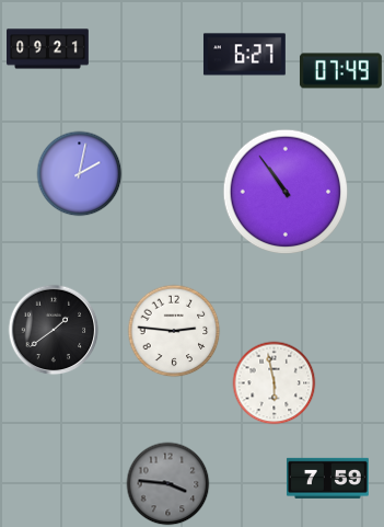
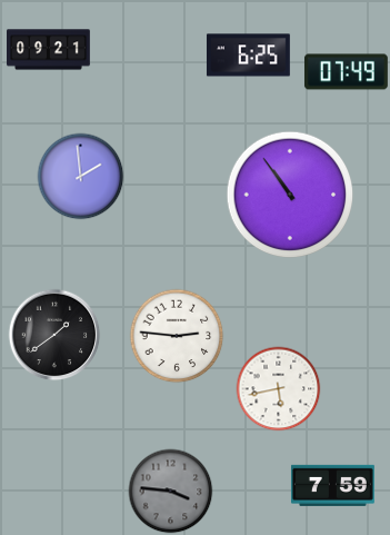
clock at (244, 55): 6:27 -> 6:25
clock at (80, 174): 2:02 -> 1:59
clock at (275, 383): 5:58 -> 5:43
